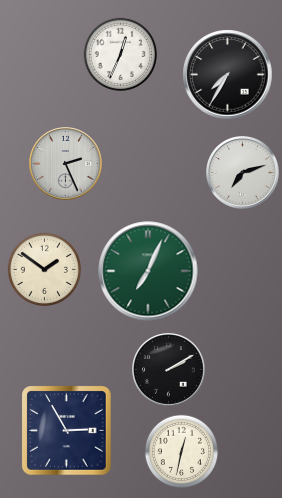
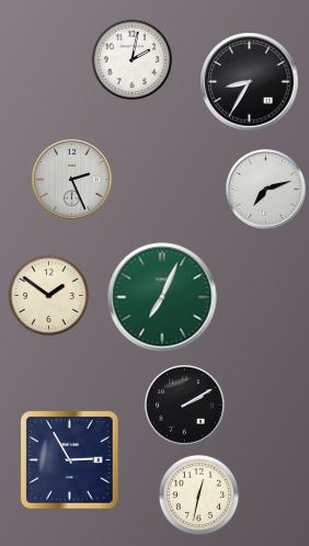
clock at (121, 55): 12:34 -> 2:02
clock at (228, 75): 7:35 -> 8:35
clock at (67, 431) position: (67, 431) -> (70, 460)
